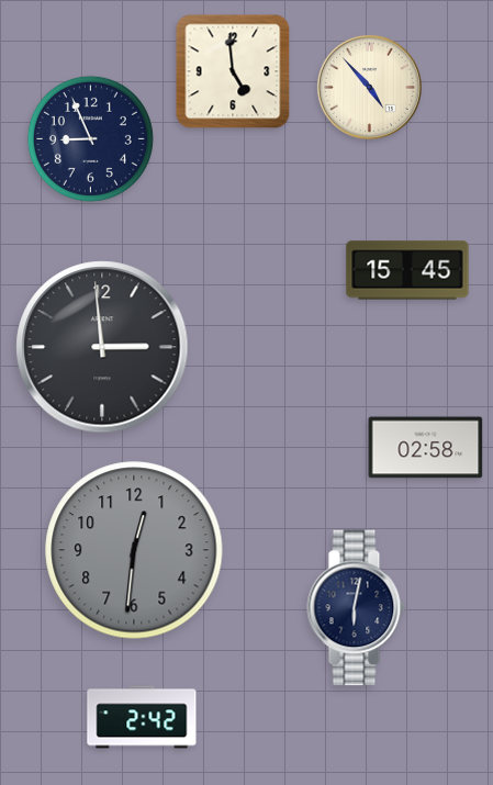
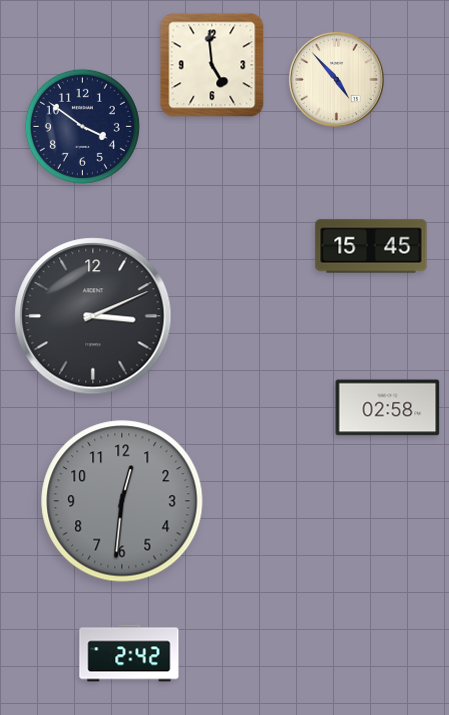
clock at (90, 138): 8:56 -> 3:51
clock at (102, 347): 2:59 -> 3:11
clock at (357, 608): 6:02 -> none
